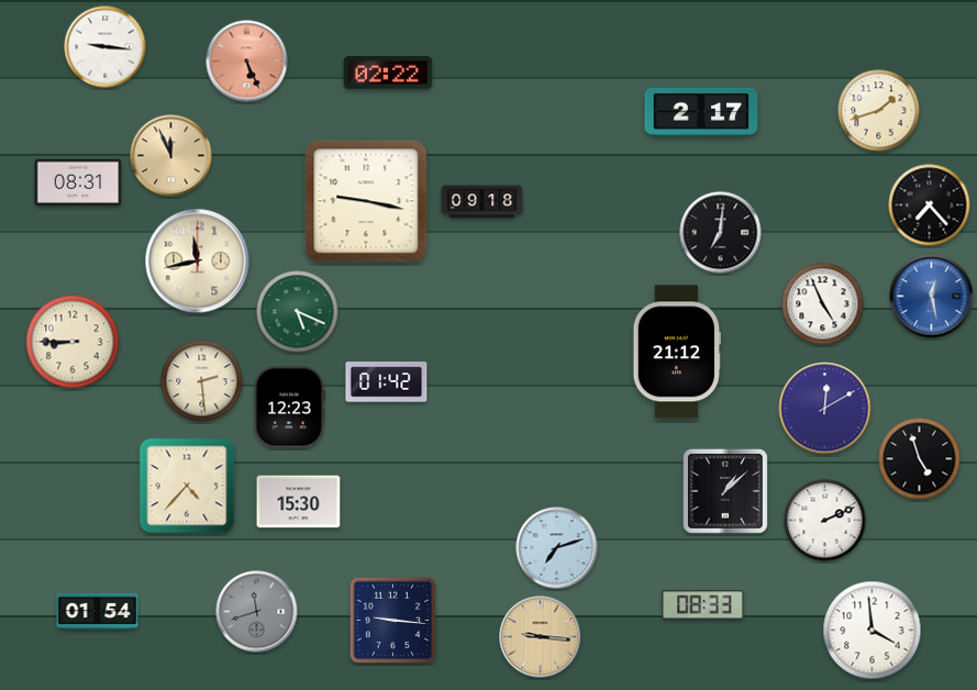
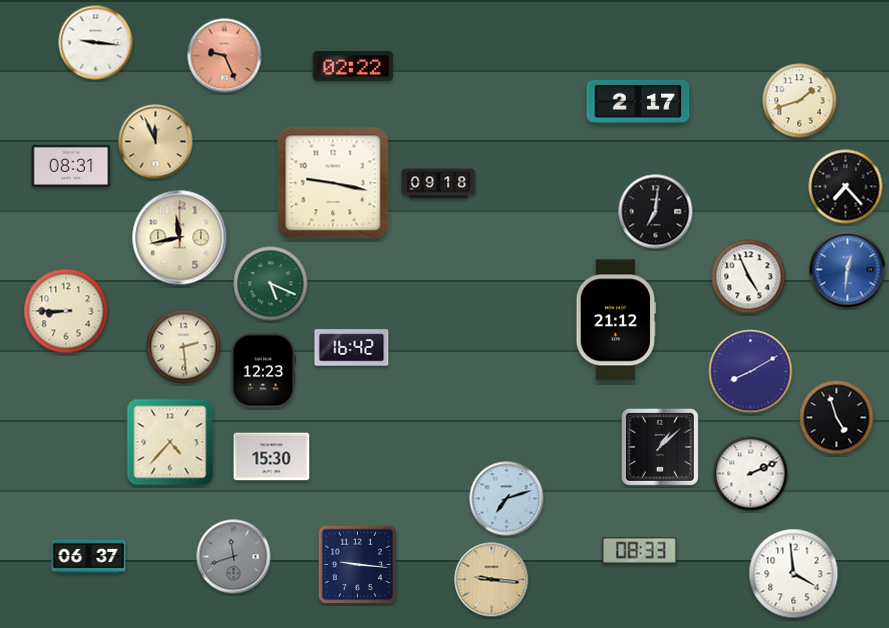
clock at (247, 62): 5:26 -> 9:26
clock at (932, 297): 12:28 -> 12:31
clock at (387, 382): 01:42 -> 16:42
clock at (825, 409): 12:10 -> 8:10
clock at (98, 611): 01:54 -> 06:37
